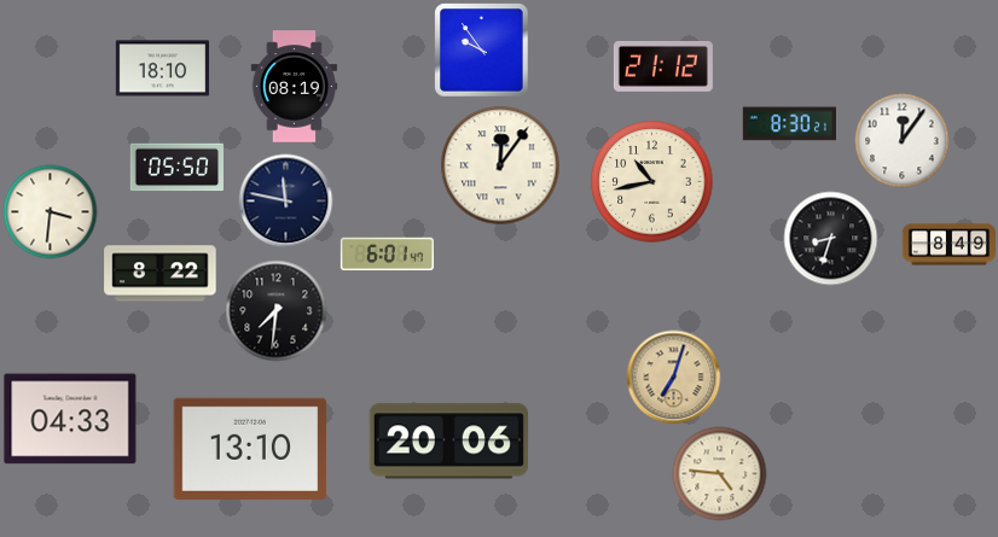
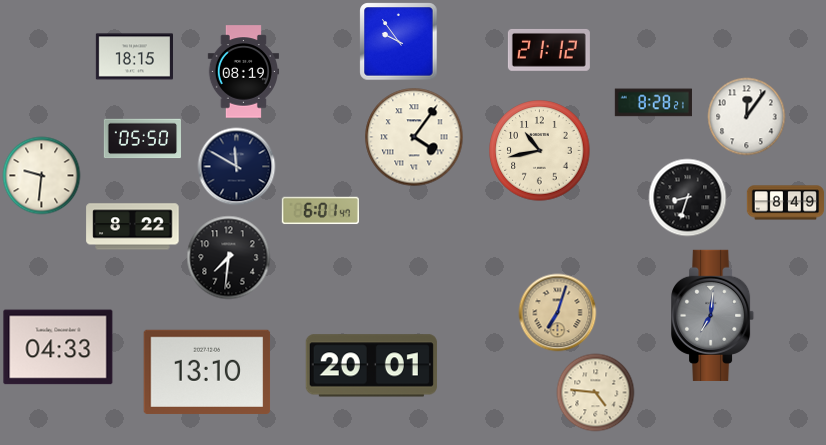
clock at (663, 66) position: (663, 66) -> (549, 50)
clock at (162, 69): 18:10 -> 18:15
clock at (789, 124): 8:30 -> 8:28
clock at (500, 165): 12:06 -> 4:06
clock at (176, 168) position: (176, 168) -> (142, 139)
clock at (285, 200): 11:47 -> 11:50
clock at (50, 211): 3:31 -> 9:31
clock at (713, 315): none -> 7:01
clock at (448, 442): 20:06 -> 20:01
